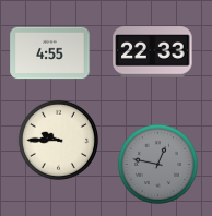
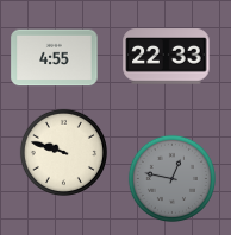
clock at (58, 140): 9:45 -> 9:48
